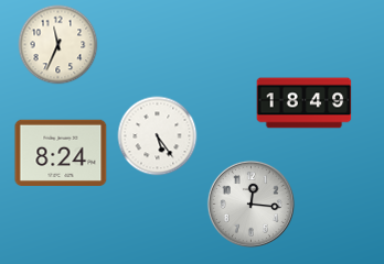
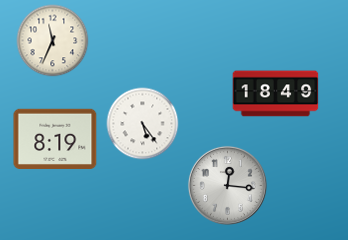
clock at (61, 152): 8:24 -> 8:19
